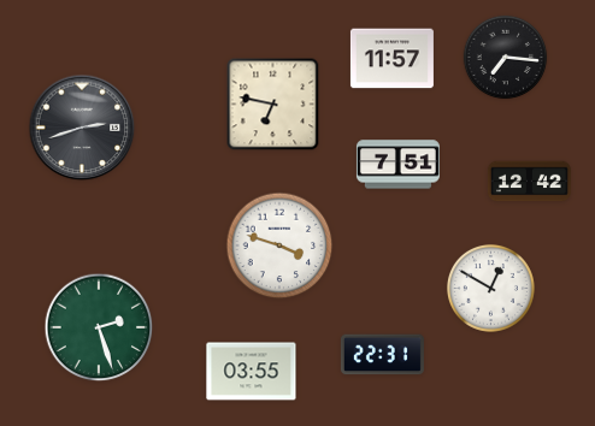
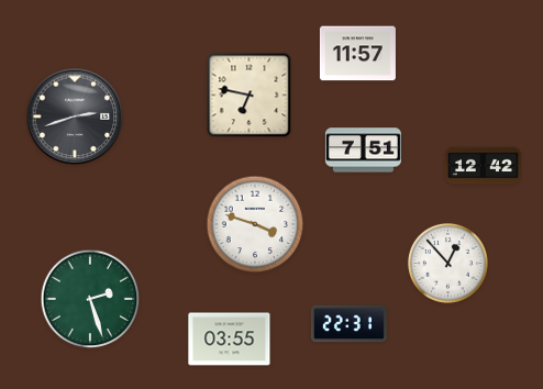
clock at (506, 58): 7:16 -> none
clock at (490, 288): 12:50 -> 12:53
